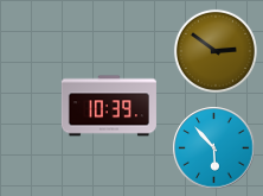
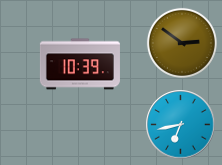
clock at (109, 106) position: (109, 106) -> (80, 64)
clock at (214, 148): 5:53 -> 6:43
